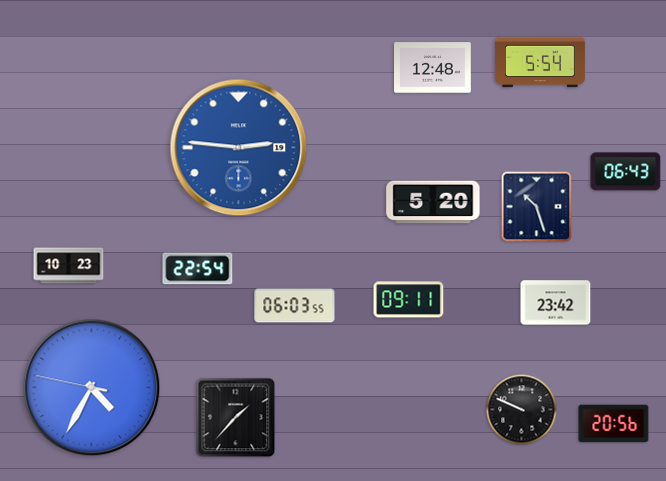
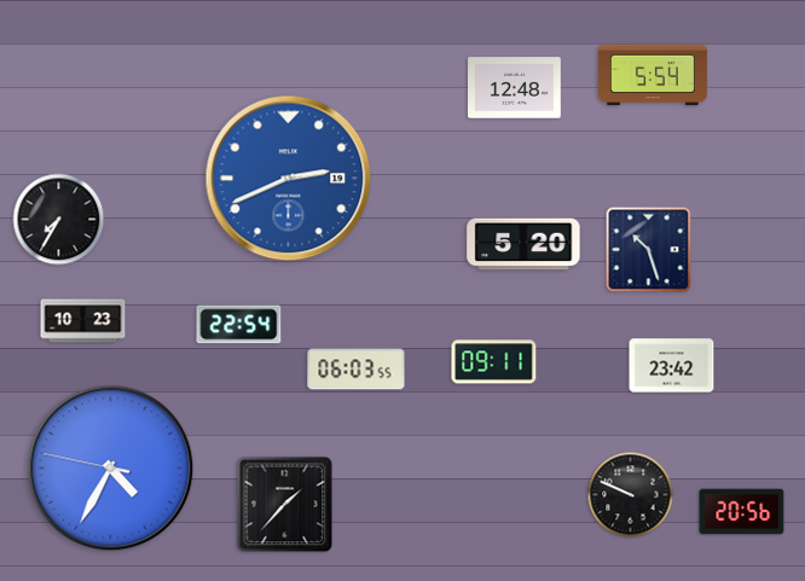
clock at (433, 68) position: (433, 68) -> (515, 88)
clock at (239, 148): 2:46 -> 2:41
clock at (626, 172): 06:43 -> none
clock at (59, 220): none -> 7:35
